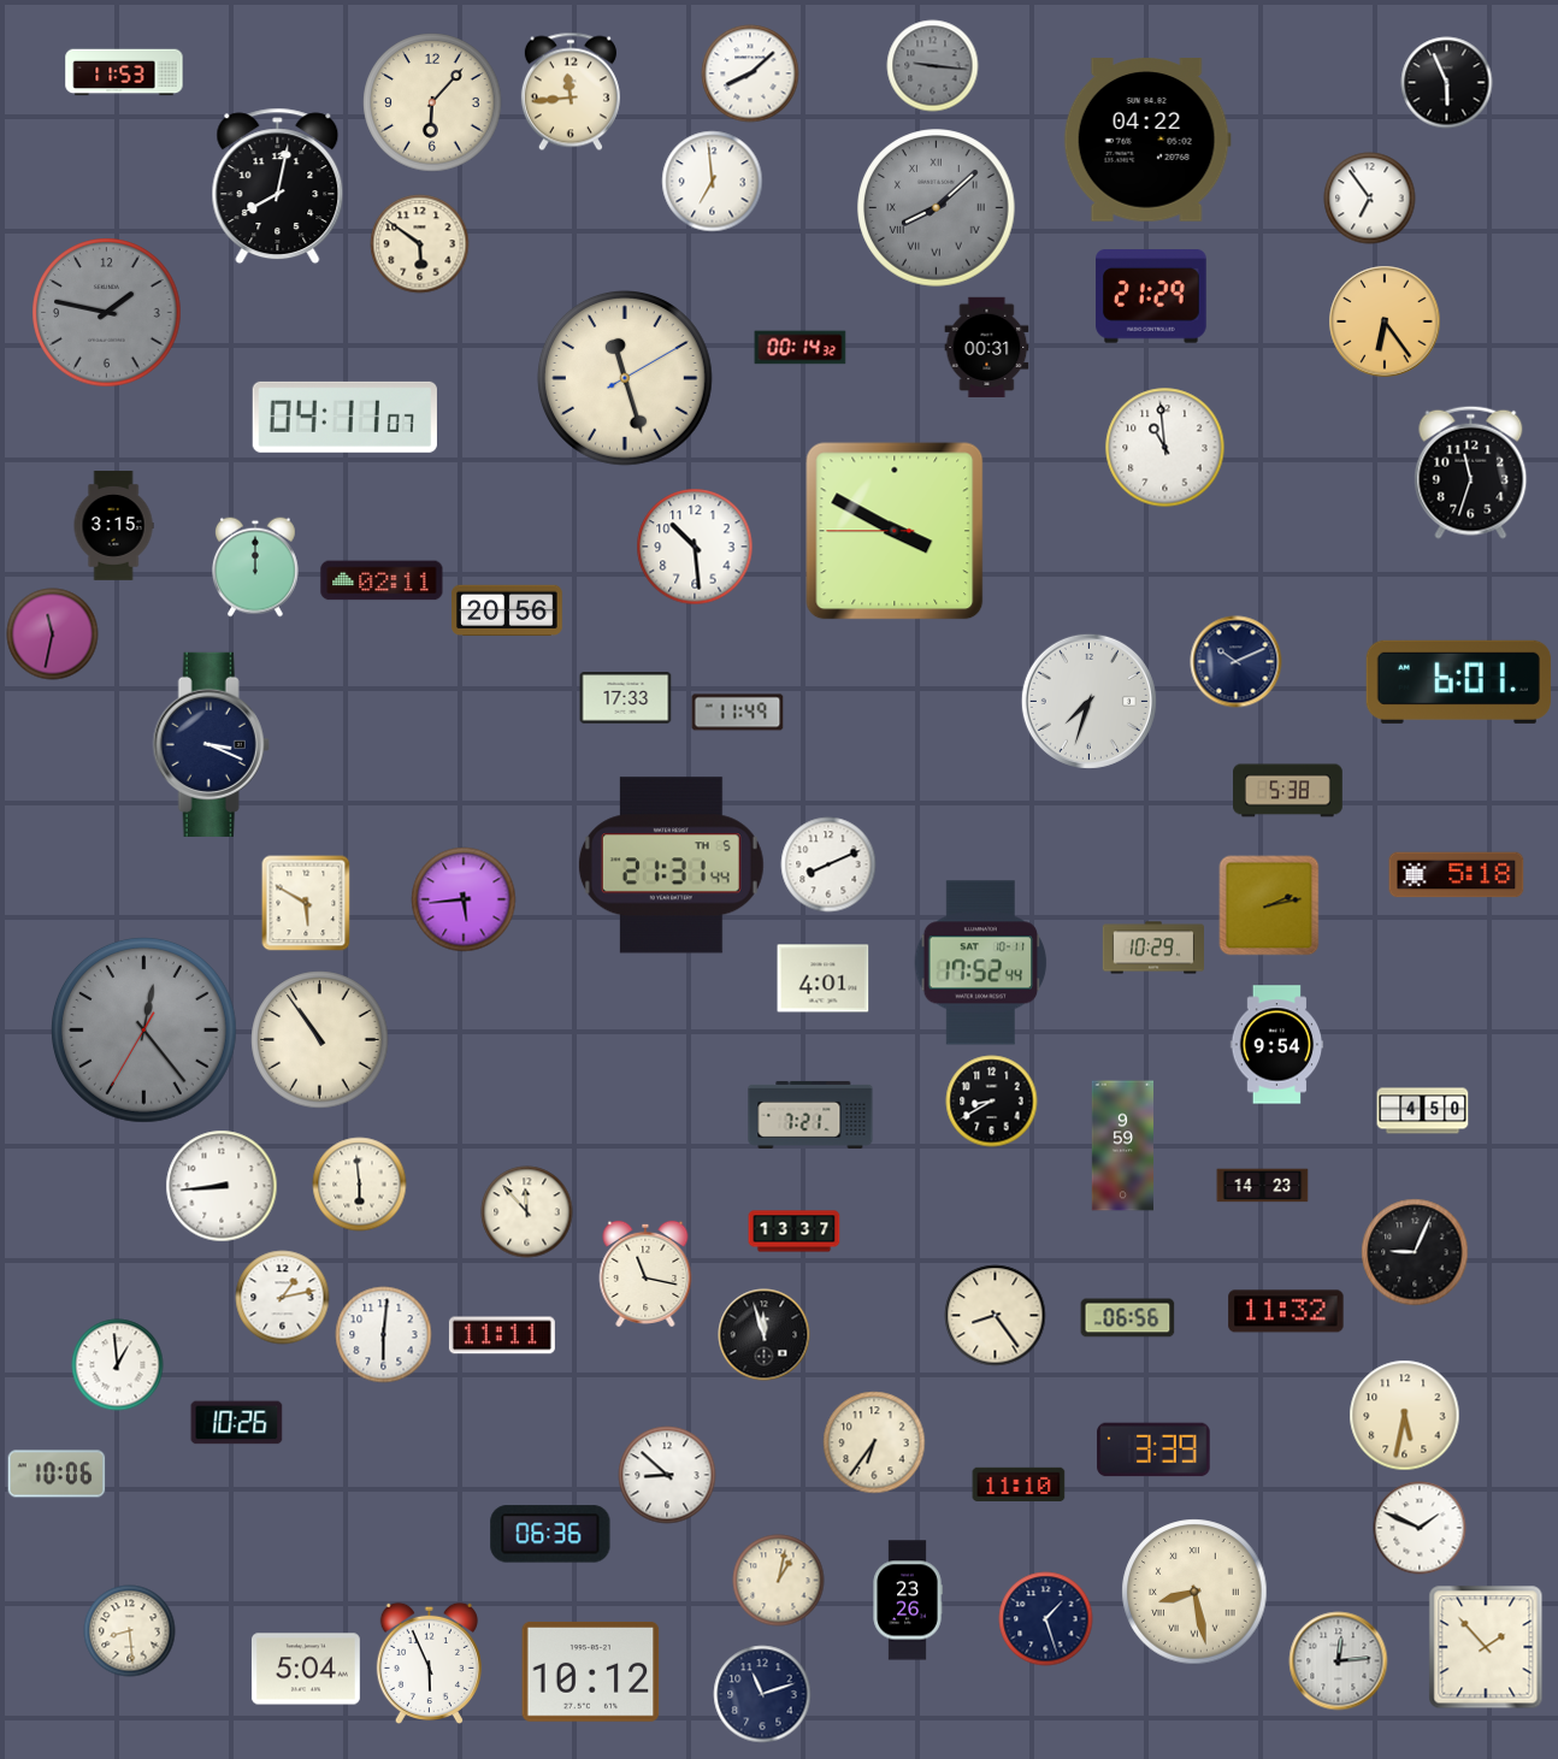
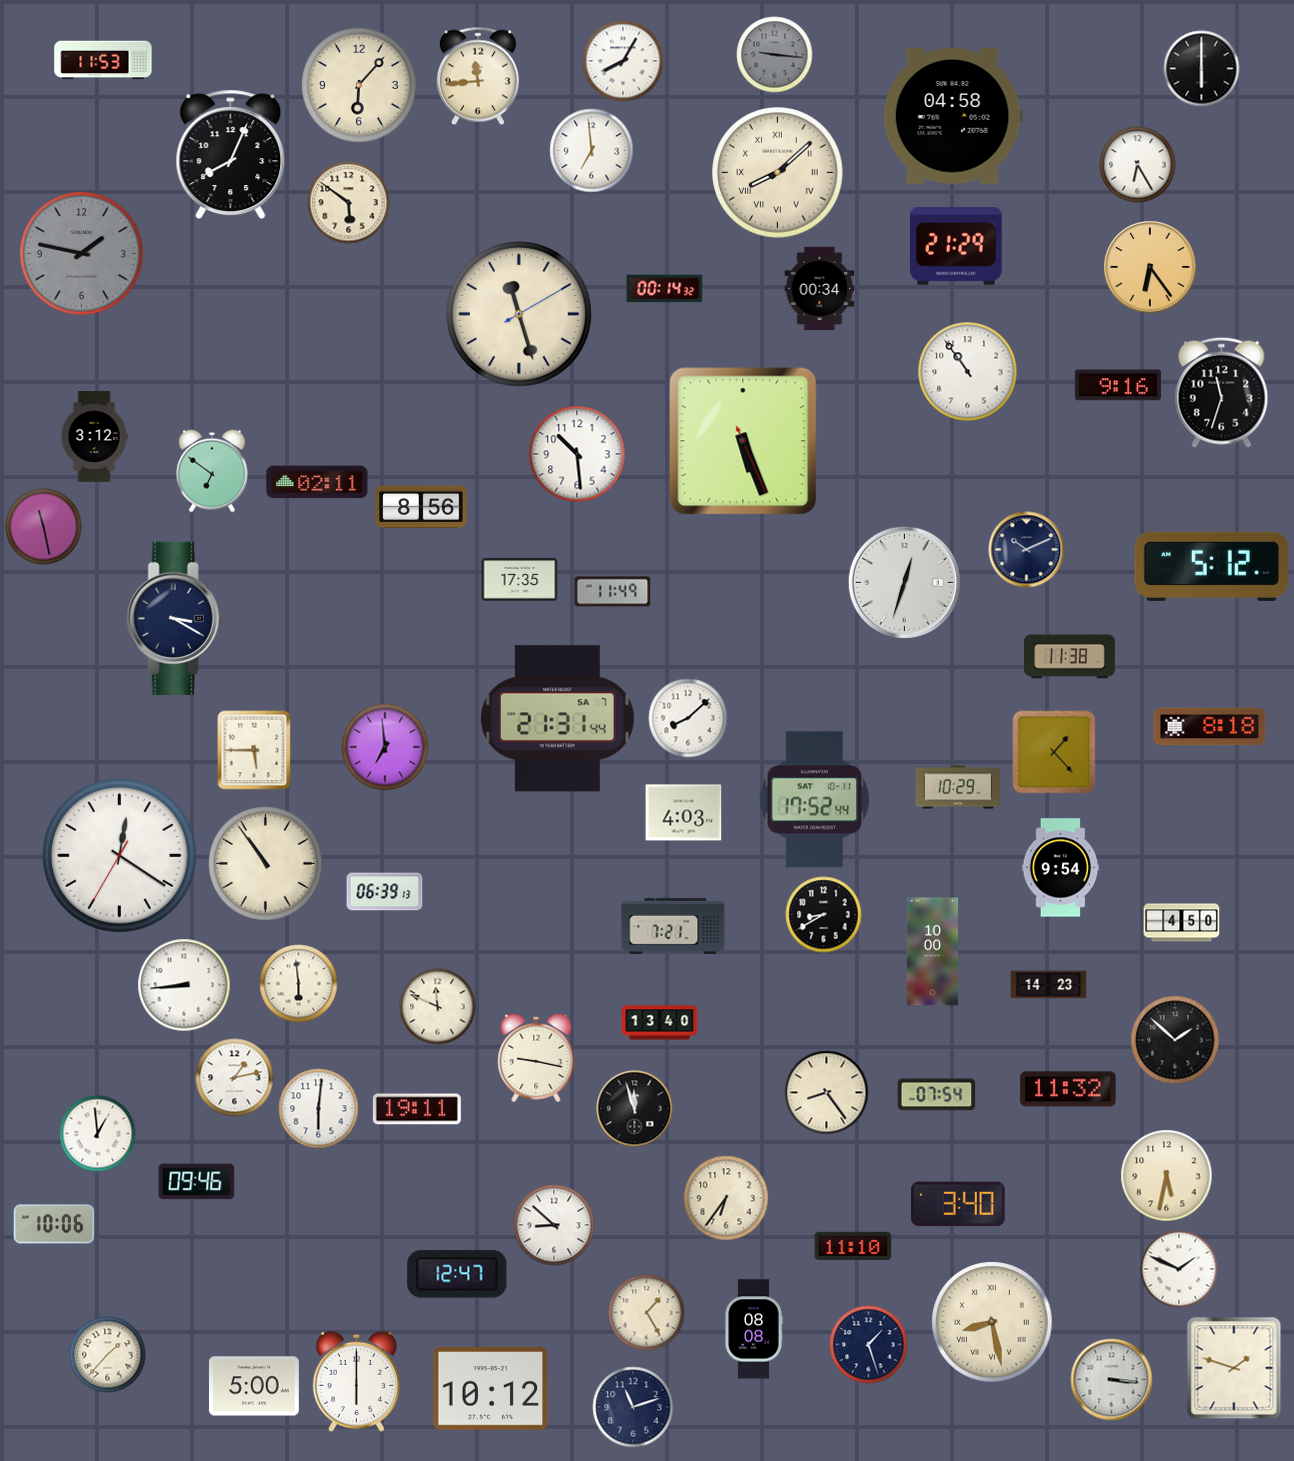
clock at (750, 73): 8:08 -> 8:05
clock at (1447, 83): 5:56 -> 6:00
clock at (571, 92) position: (571, 92) -> (478, 76)
clock at (1147, 140): 04:22 -> 04:58
clock at (278, 187): 8:02 -> 8:04
clock at (1370, 199): 6:54 -> 6:25
clock at (937, 208) dial: grey -> cream
clock at (107, 313) position: (107, 313) -> (82, 254)
clock at (987, 348): 00:31 -> 00:34
clock at (344, 417): 04:11 -> none
clock at (1165, 448): 10:59 -> 10:54
clock at (1118, 385): none -> 9:16
clock at (113, 526): 3:15 -> 3:12
clock at (895, 531): 3:49 -> 5:26
clock at (255, 567): 12:00 -> 6:51
clock at (507, 610): 20:56 -> 8:56
clock at (53, 634): 11:32 -> 11:28
clock at (1458, 681): 6:01 -> 5:12
clock at (626, 698): 17:33 -> 17:35
clock at (1088, 701): 7:33 -> 12:33
clock at (211, 744): 3:19 -> 3:20
clock at (1288, 791): 5:38 -> 11:38
clock at (828, 864): 8:11 -> 8:08
clock at (671, 866) date: TH 5 -> SA 7
clock at (1457, 875): 5:18 -> 8:18
clock at (464, 899): 5:44 -> 6:59
clock at (306, 903): 5:50 -> 5:45
clock at (1269, 905): 2:13 -> 1:23
clock at (824, 979): 4:01 -> 4:03
clock at (143, 1029): 12:23 -> 12:20
clock at (143, 1029) dial: grey -> white
clock at (385, 892): none -> 06:39
clock at (1122, 1146): 9:59 -> 10:00
clock at (527, 1212): 11:53 -> 11:49
clock at (795, 1232): 13:37 -> 13:40
clock at (1415, 1252): 9:04 -> 1:52
clock at (645, 1274): 11:17 -> 9:17
clock at (1128, 1318): 06:56 -> 07:54
clock at (502, 1335): 11:11 -> 19:11
clock at (237, 1423): 10:26 -> 09:46
clock at (1153, 1450): 3:39 -> 3:40
clock at (57, 1474) position: (57, 1474) -> (54, 1224)
clock at (1019, 1484) position: (1019, 1484) -> (853, 1246)
clock at (550, 1534): 06:36 -> 12:47
clock at (779, 1581): 1:02 -> 1:25
clock at (908, 1600): 23:26 -> 08:08
clock at (130, 1631): 8:29 -> 1:37
clock at (1486, 1647): 1:53 -> 1:48
clock at (1339, 1661): 12:14 -> 3:16
clock at (429, 1663): 5:56 -> 6:00
clock at (306, 1669): 5:04 -> 5:00
